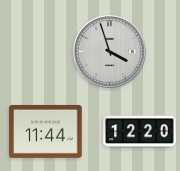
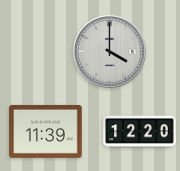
clock at (110, 52): 3:57 -> 4:00
clock at (46, 131): 11:44 -> 11:39
